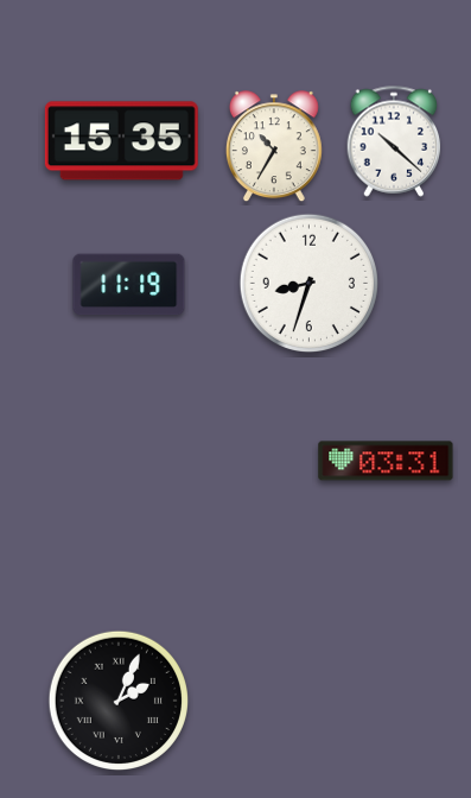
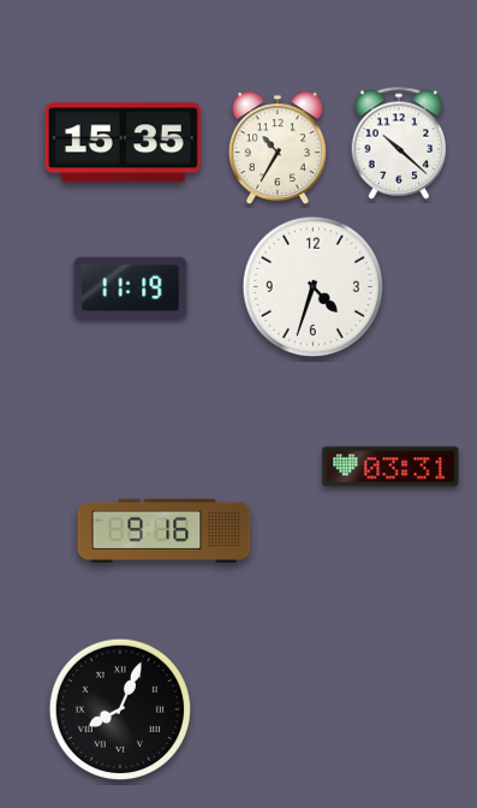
clock at (308, 283): 8:33 -> 4:33
clock at (165, 530): none -> 9:16
clock at (117, 699): 2:04 -> 8:04
